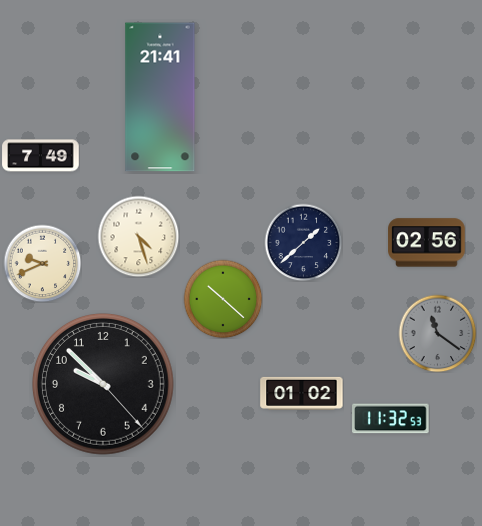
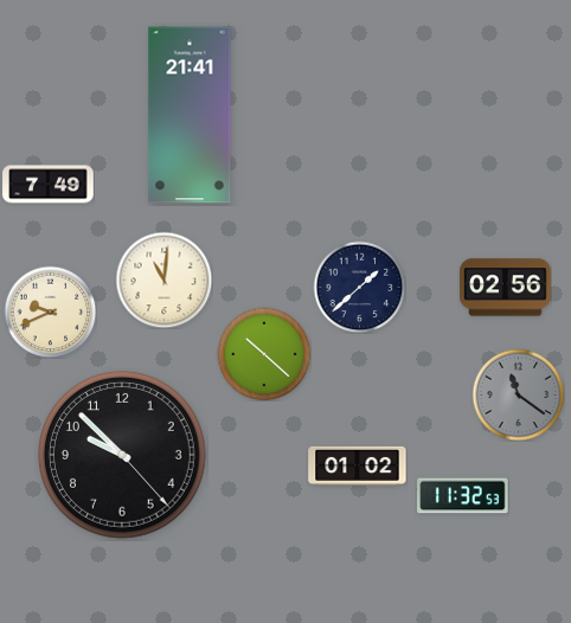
clock at (138, 236): 4:27 -> 11:01
